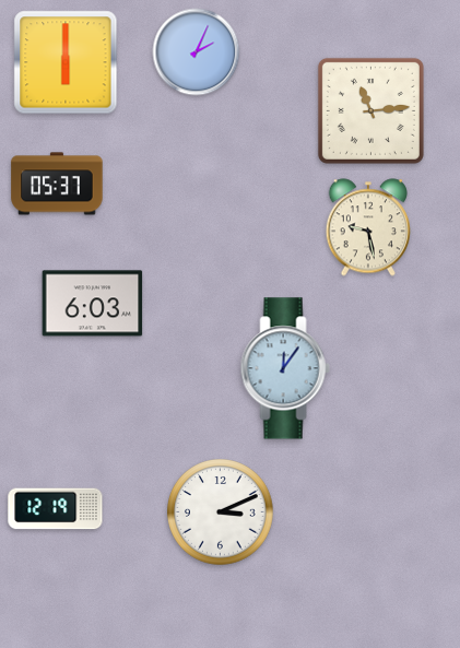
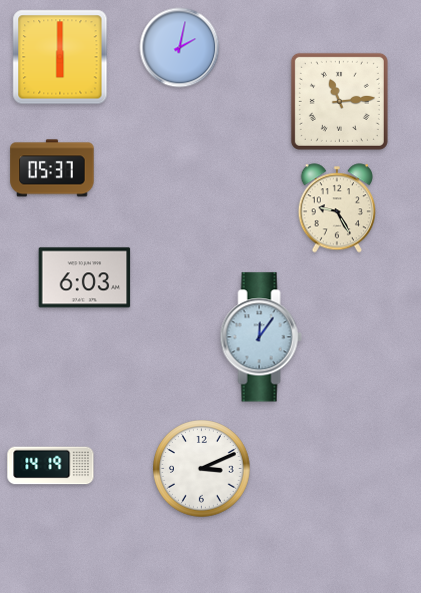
clock at (197, 52): 2:04 -> 2:02
clock at (367, 227): 9:28 -> 9:25
clock at (56, 509): 12:19 -> 14:19
